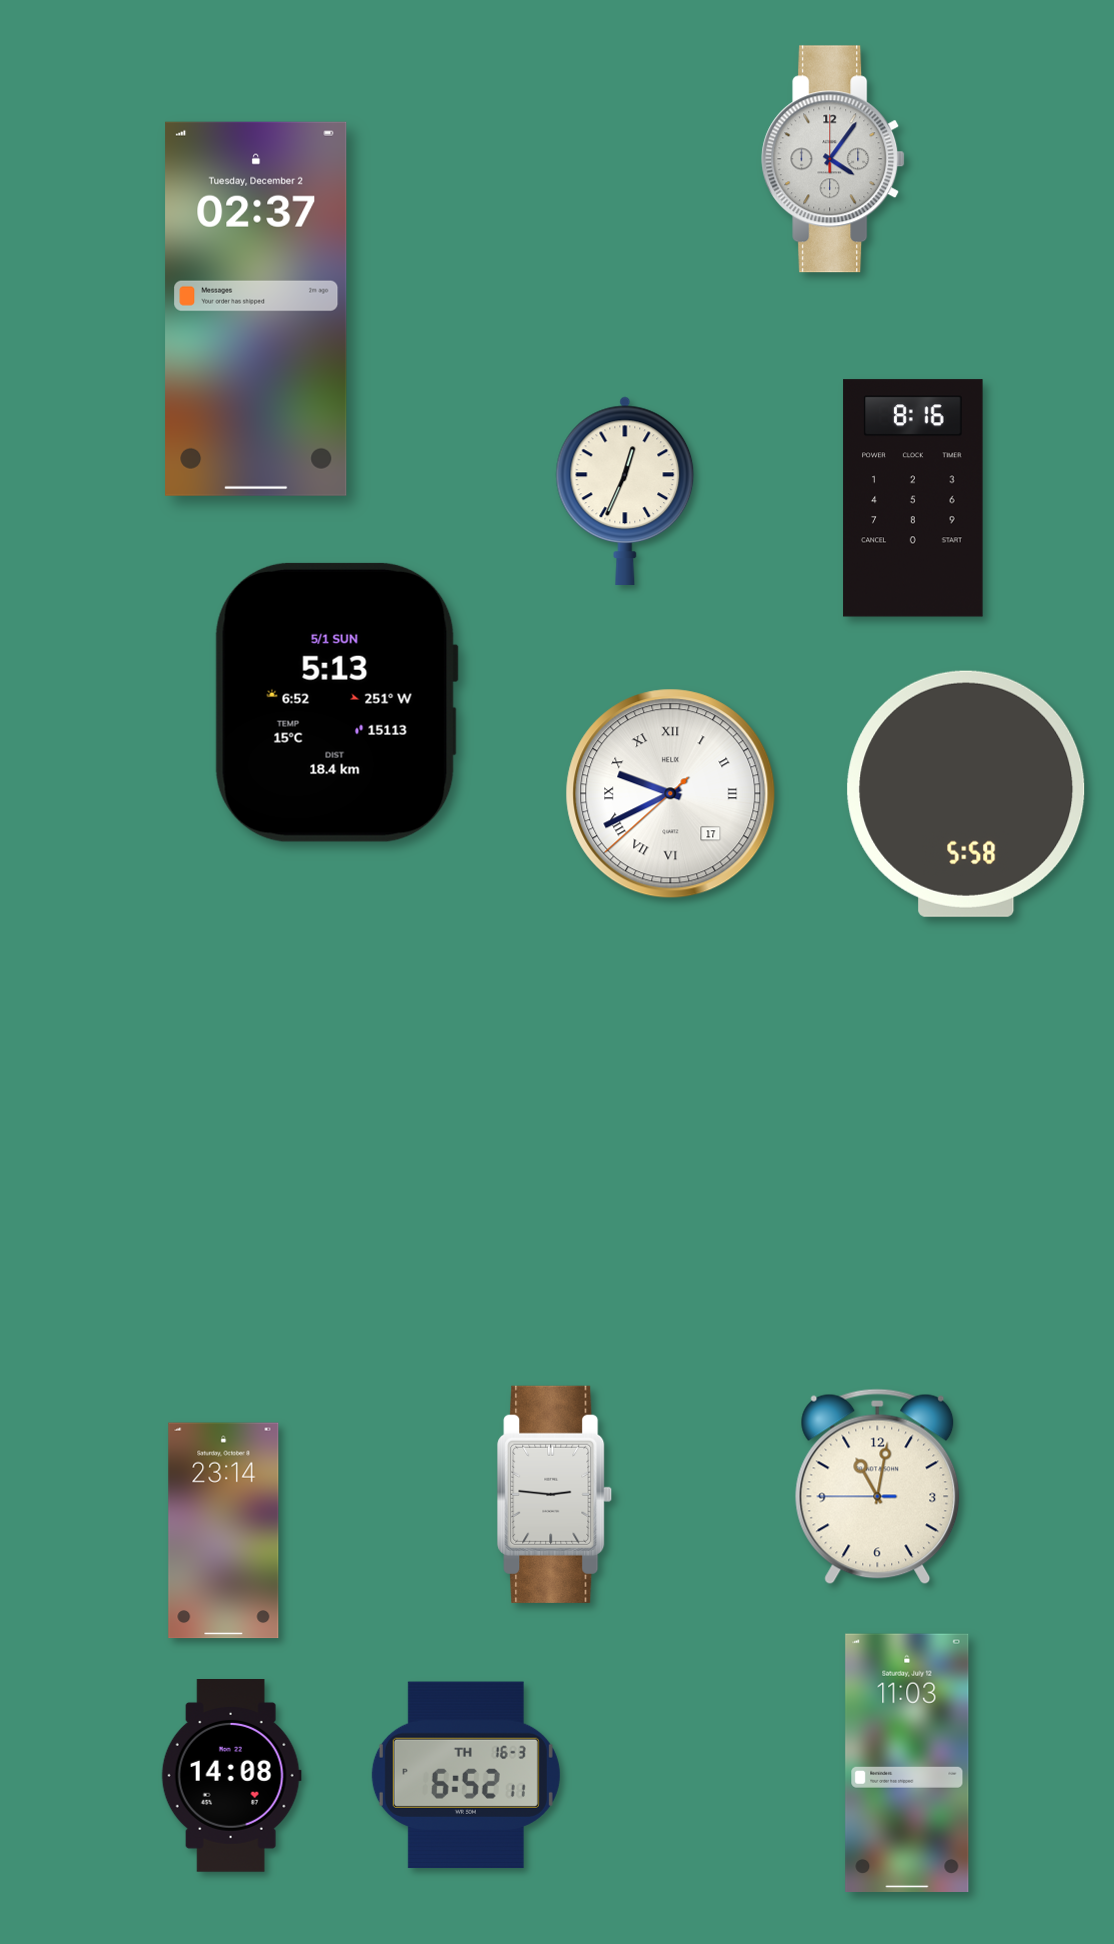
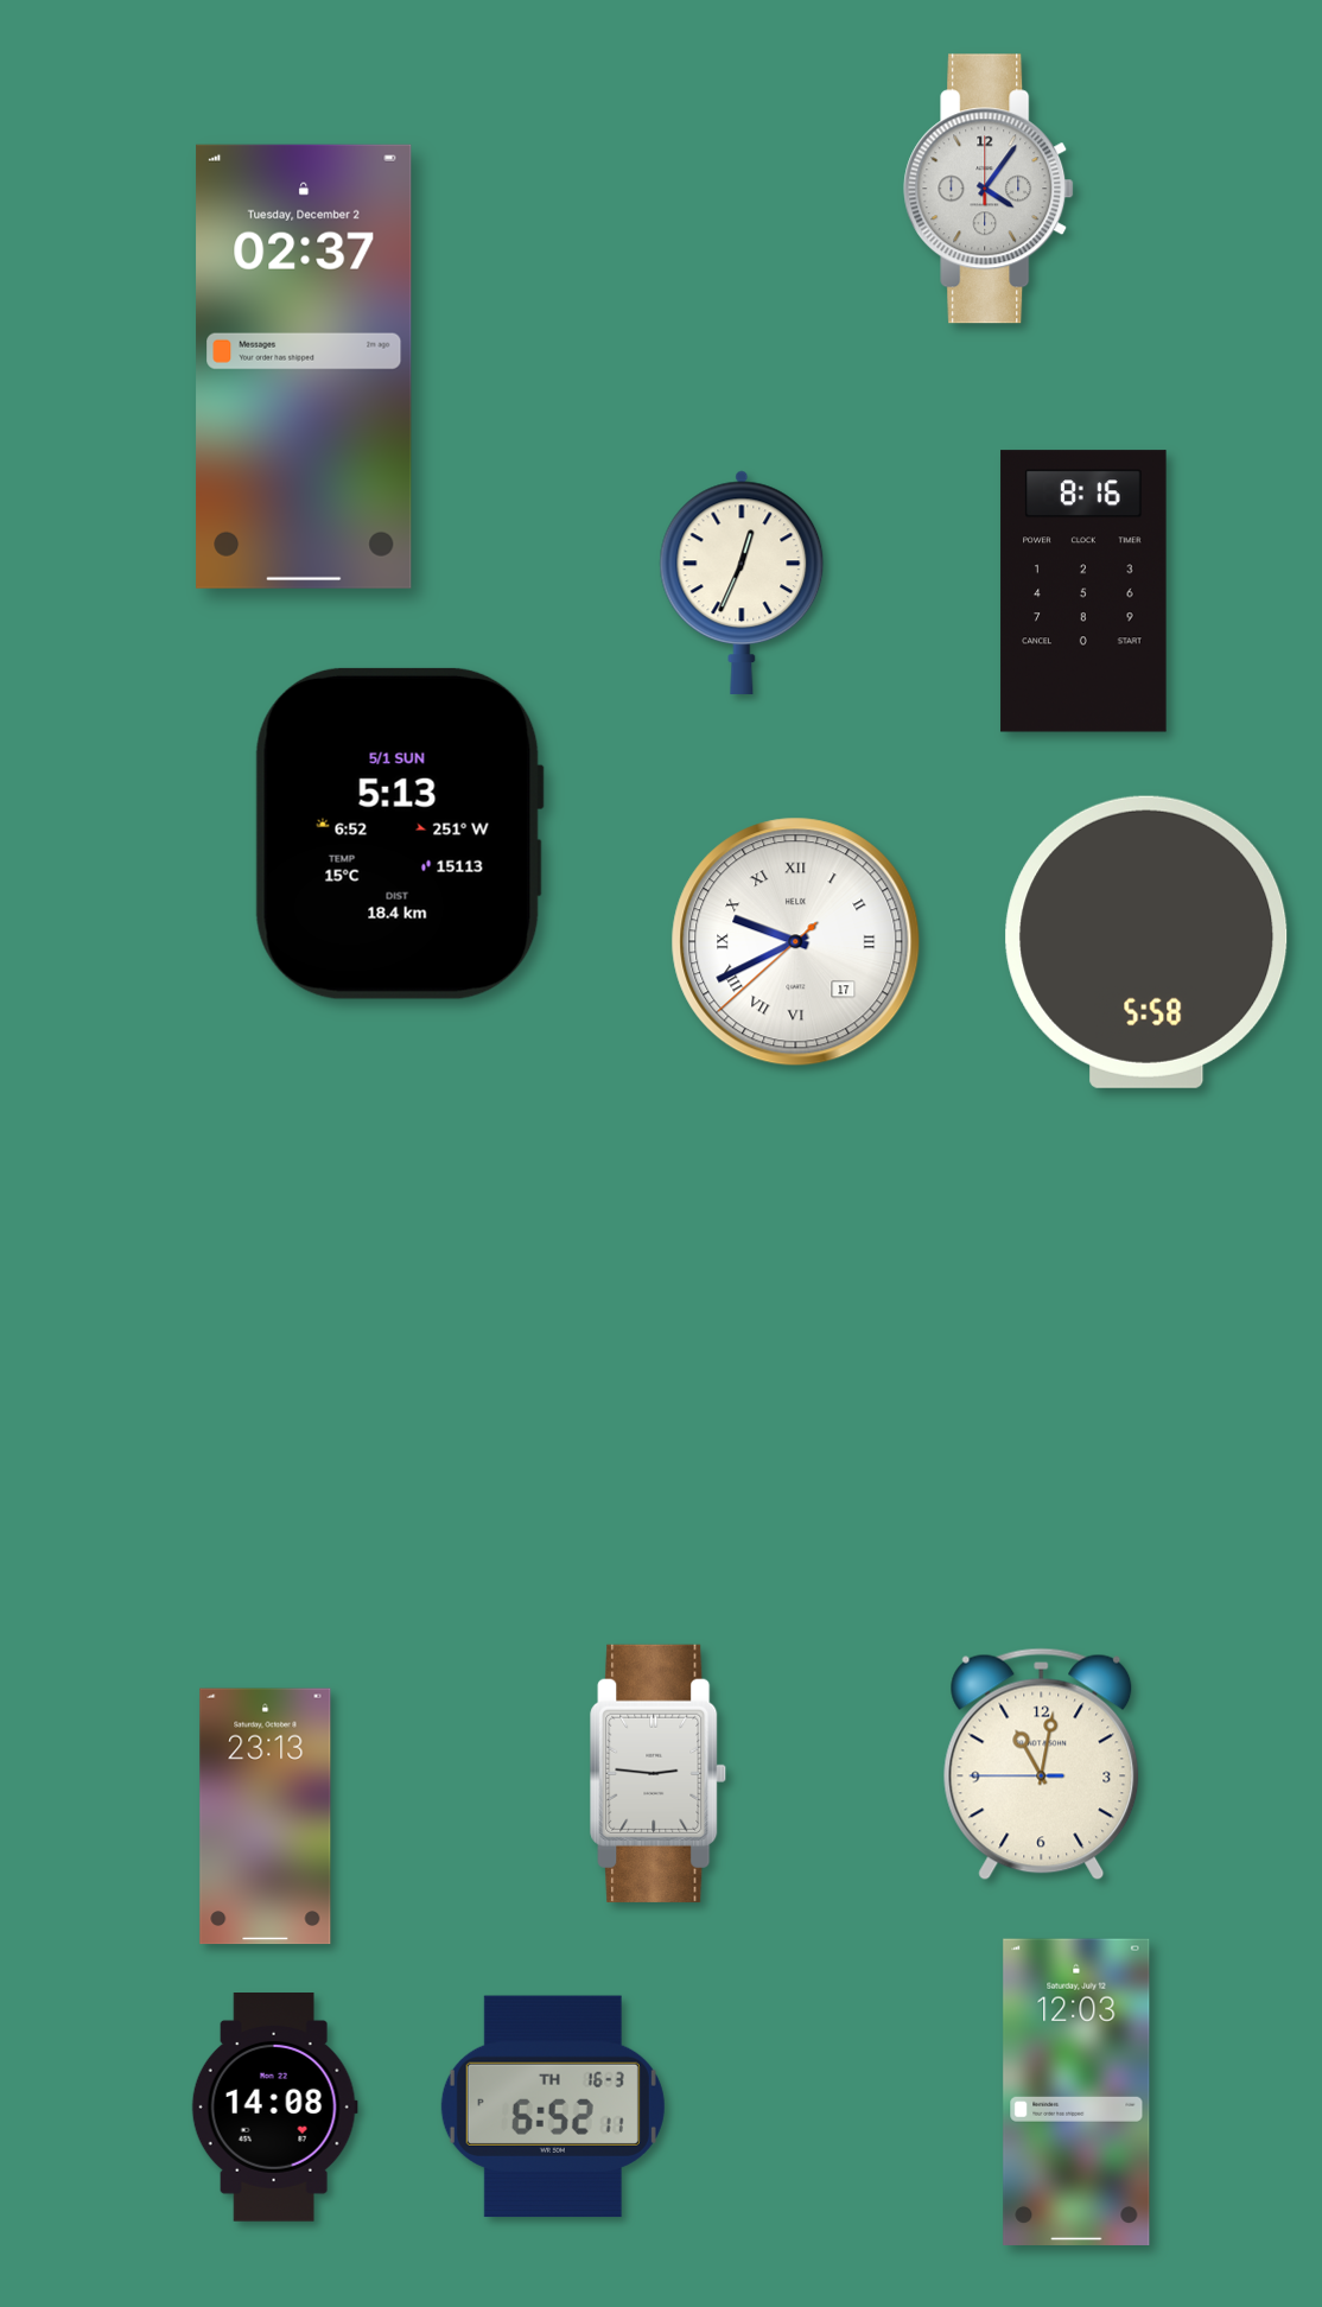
clock at (224, 1531): 23:14 -> 23:13
clock at (907, 1762): 11:03 -> 12:03
